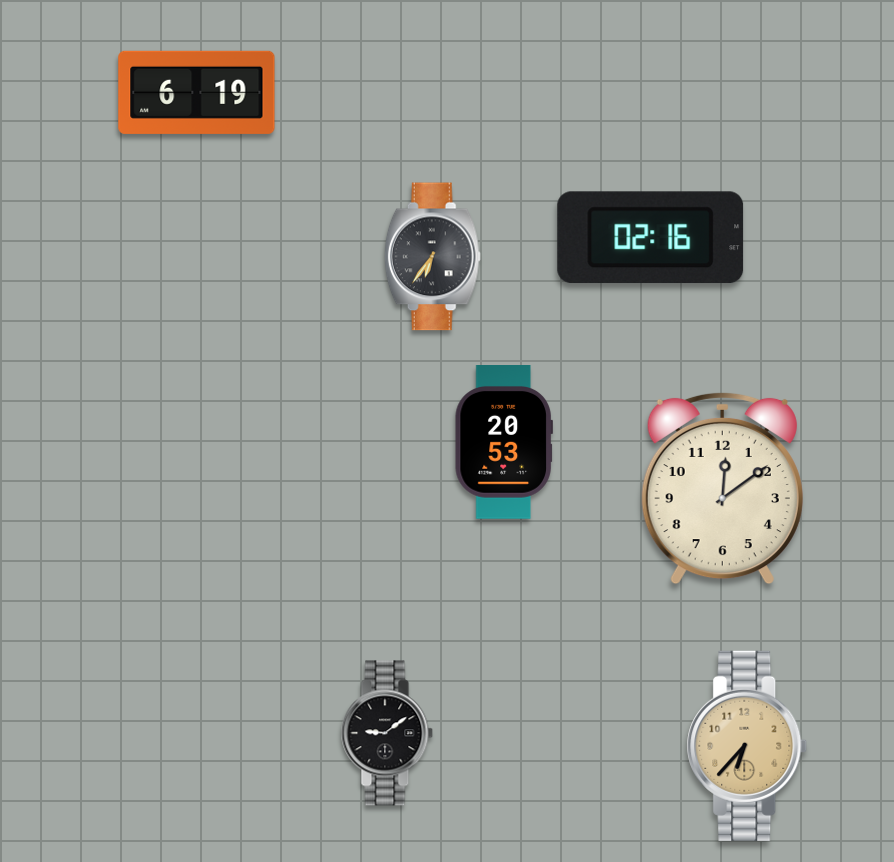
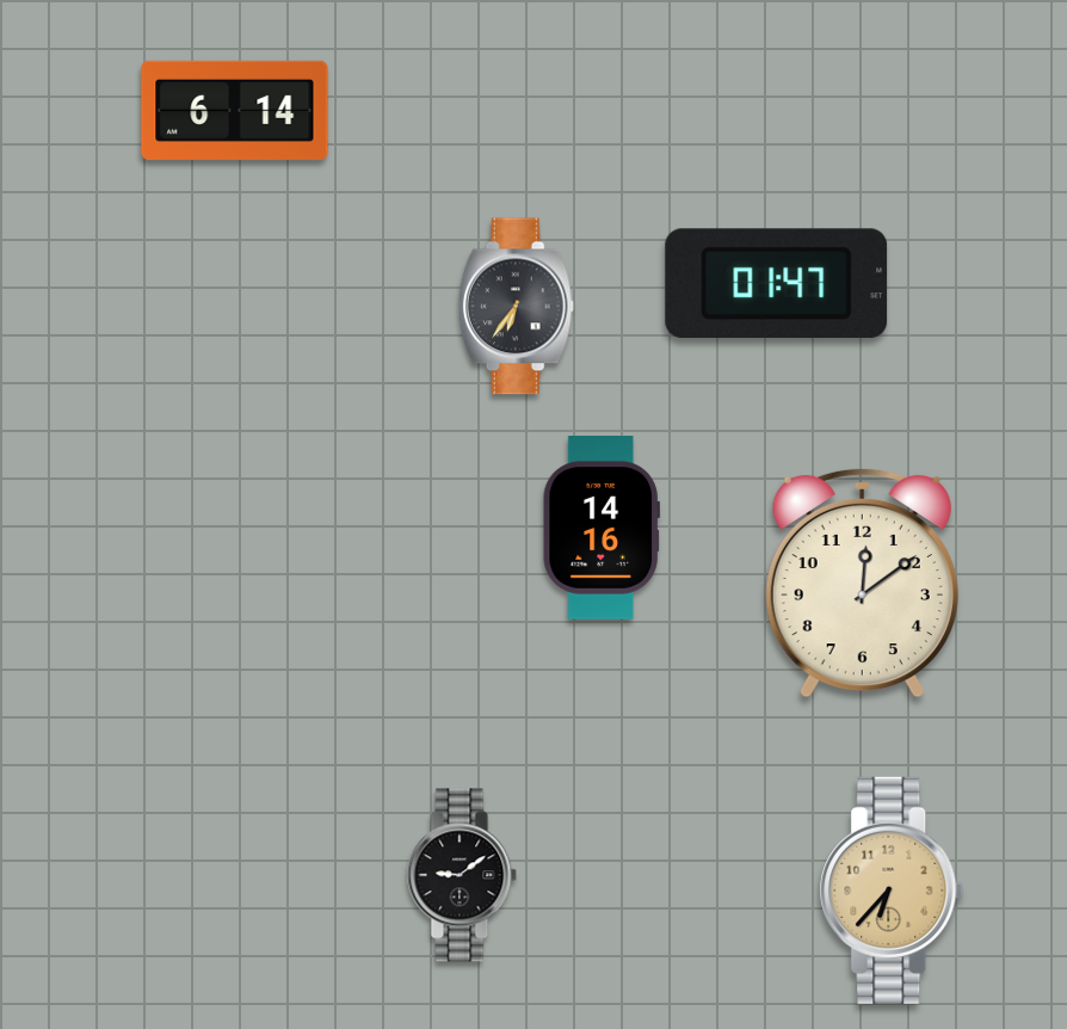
clock at (197, 92): 6:19 -> 6:14
clock at (651, 238): 02:16 -> 01:47
clock at (504, 443): 20:53 -> 14:16
